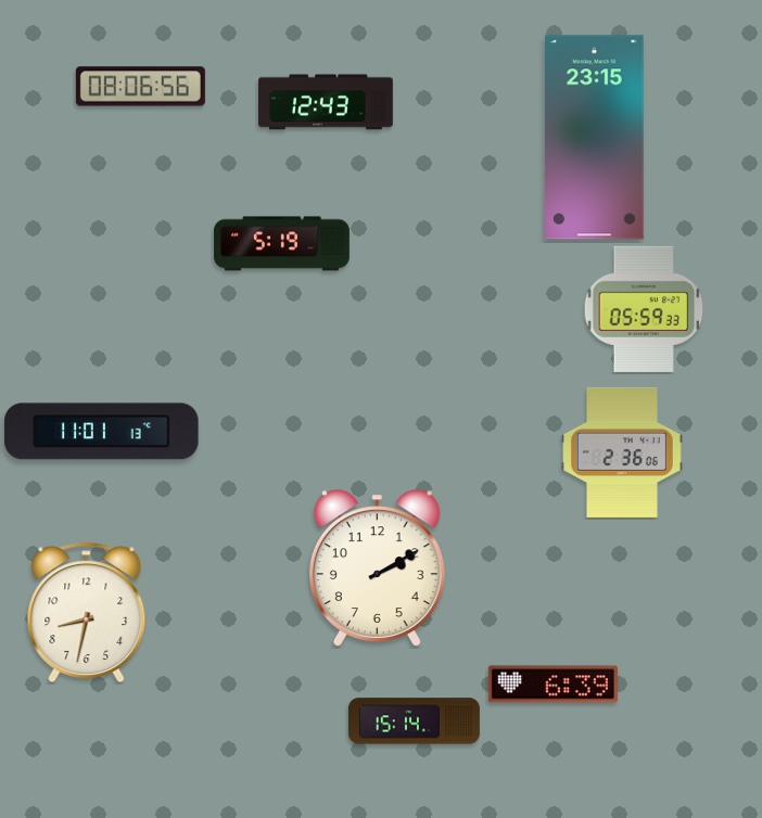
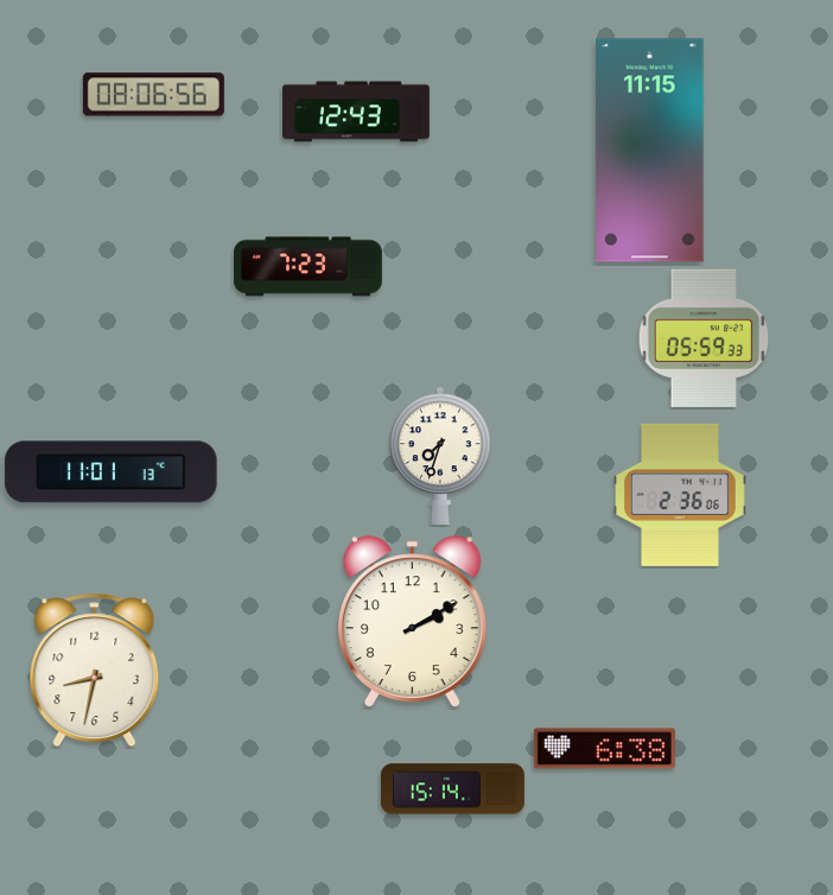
clock at (595, 138): 23:15 -> 11:15
clock at (282, 244): 5:19 -> 7:23
clock at (440, 456): none -> 7:33
clock at (553, 685): 6:39 -> 6:38
